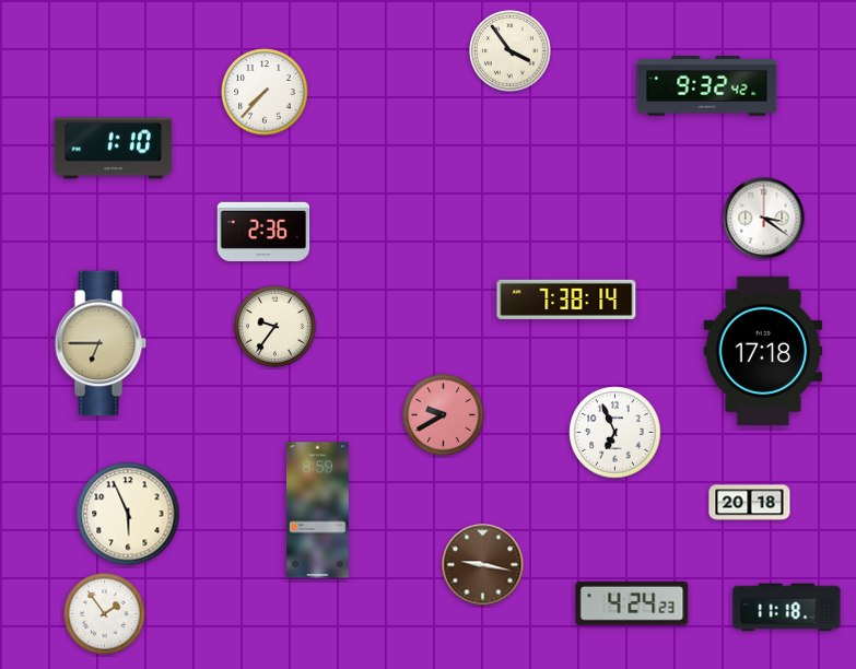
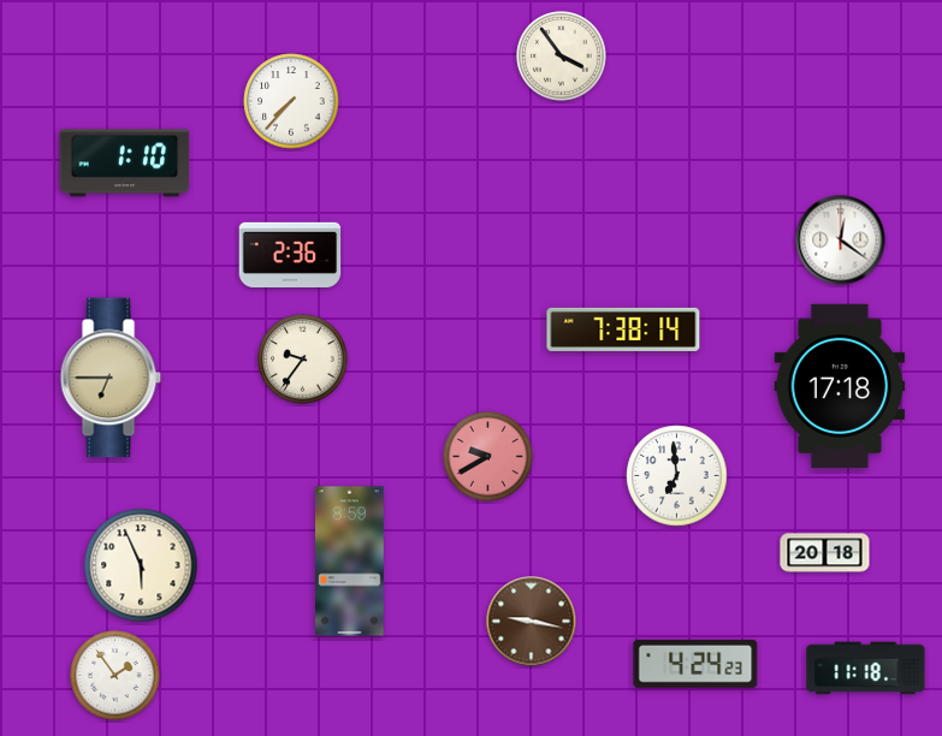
clock at (707, 86): 9:32 -> none
clock at (764, 219): 3:21 -> 12:21
clock at (615, 433): 6:56 -> 6:59
